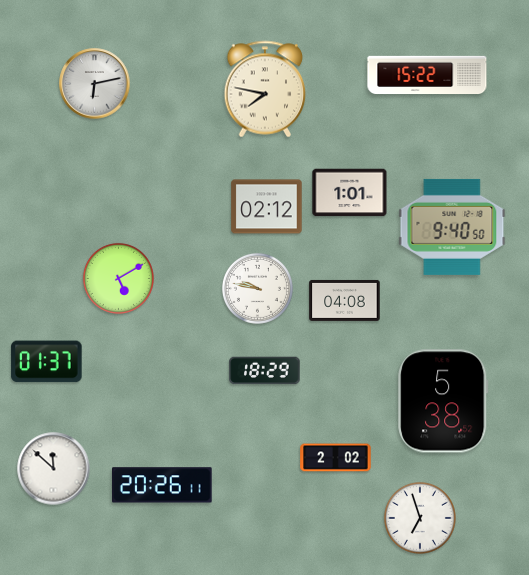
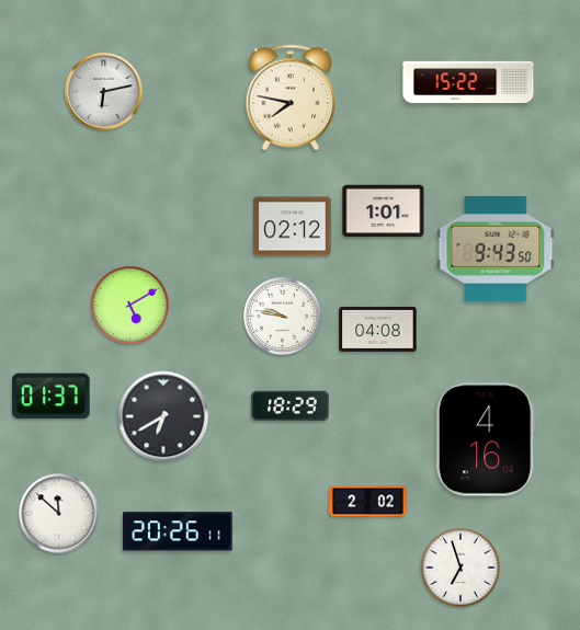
clock at (452, 227): 9:40 -> 9:43
clock at (163, 416): none -> 6:40
clock at (443, 401): 5:38 -> 4:16
